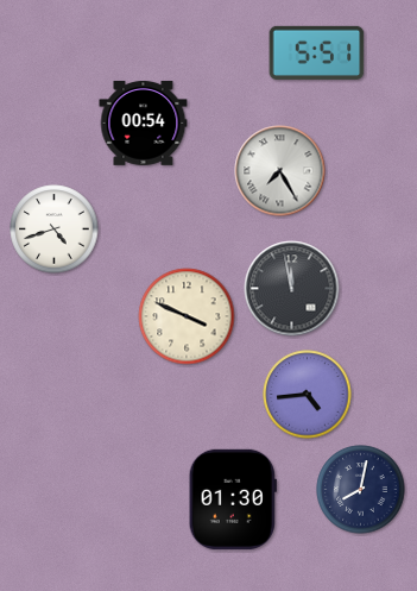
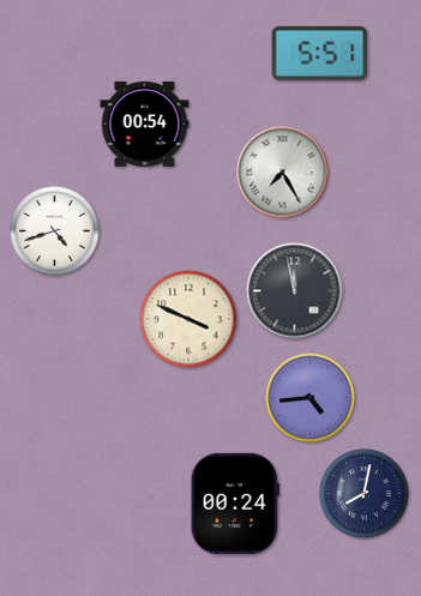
clock at (233, 499): 01:30 -> 00:24
